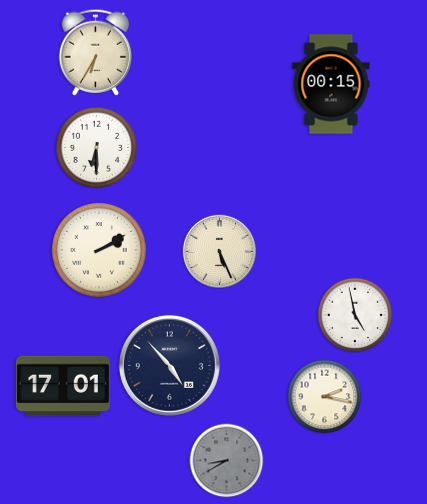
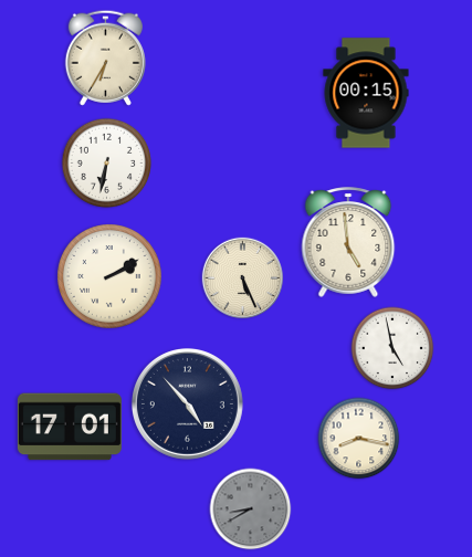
clock at (97, 148): 6:30 -> 6:32
clock at (348, 242): none -> 4:59
clock at (325, 397): 2:17 -> 8:17
